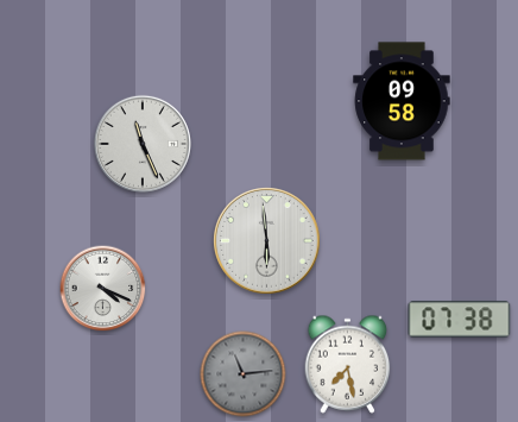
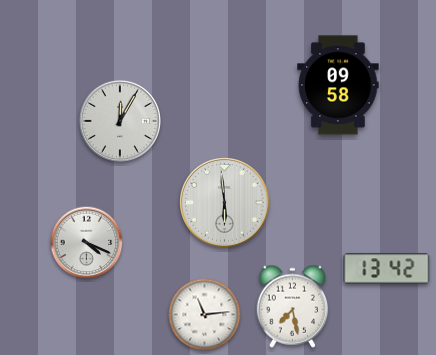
clock at (143, 144): 11:26 -> 12:05
clock at (460, 320): 07:38 -> 13:42
clock at (244, 374) dial: grey -> white
